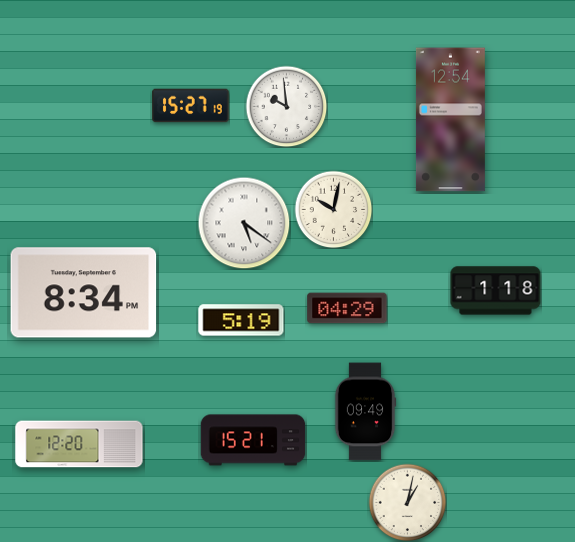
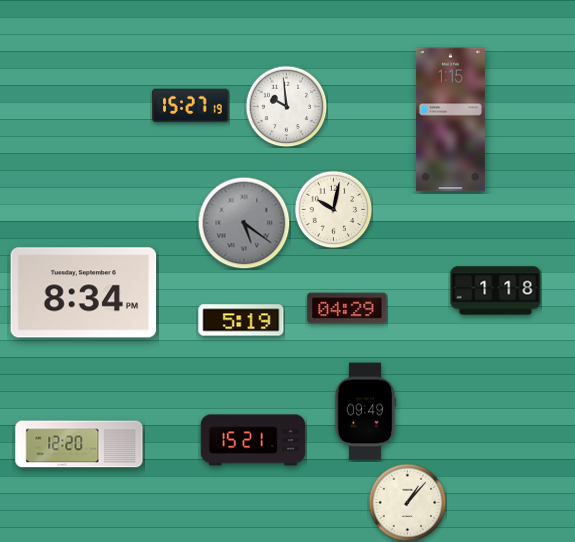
clock at (450, 120): 12:54 -> 1:15
clock at (244, 223) dial: white -> grey
clock at (407, 502): 1:02 -> 1:07
